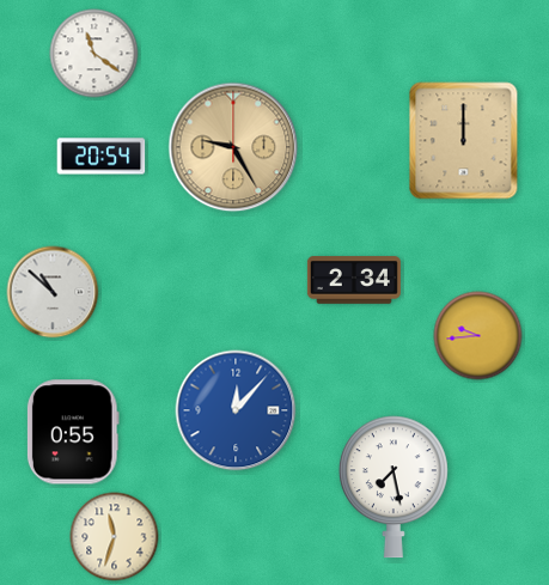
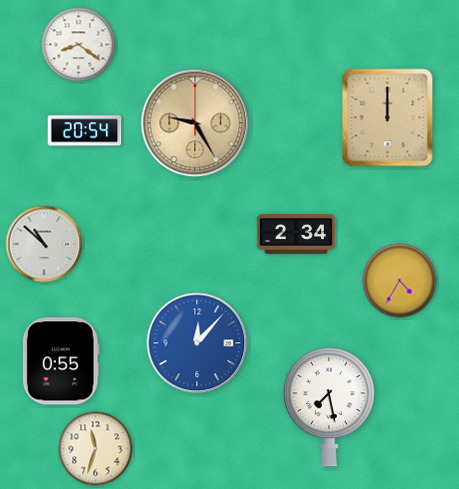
clock at (94, 54): 11:21 -> 8:21
clock at (478, 336): 9:44 -> 4:35
